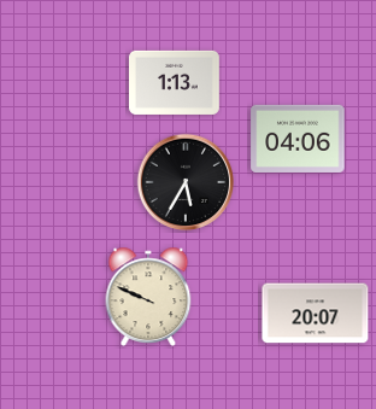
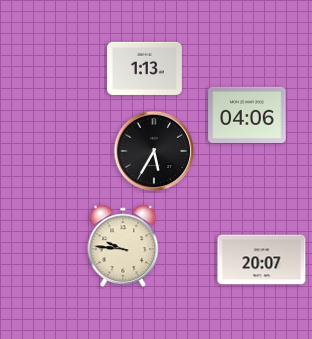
clock at (148, 296): 9:49 -> 9:46
